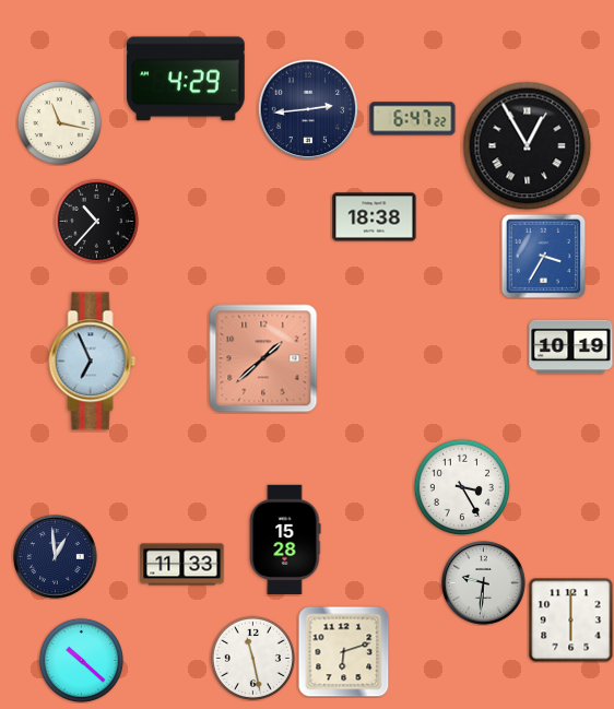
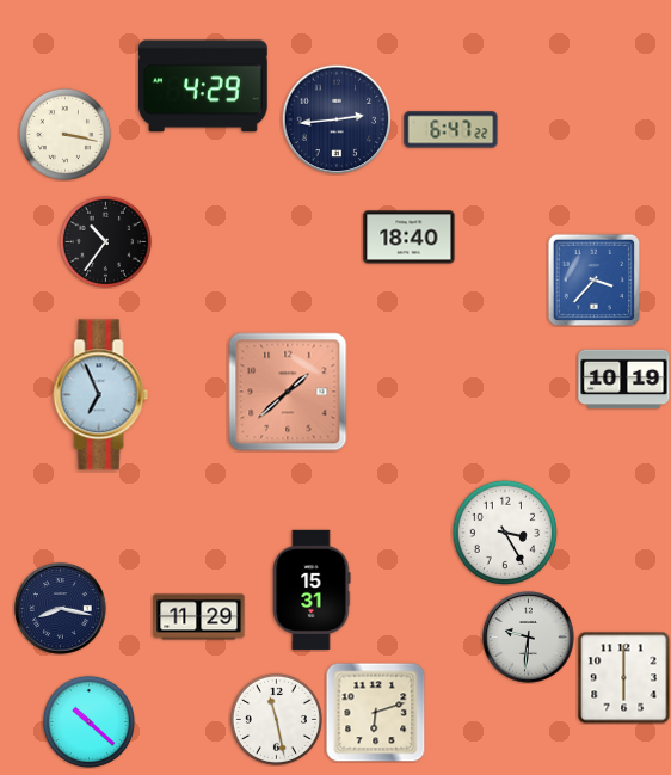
clock at (59, 122): 11:17 -> 3:17
clock at (528, 146): 12:55 -> none
clock at (375, 217): 18:38 -> 18:40
clock at (96, 221): 10:37 -> 10:36
clock at (543, 256): 3:35 -> 3:37
clock at (285, 540): 15:28 -> 15:31
clock at (56, 557): 12:59 -> 8:17
clock at (182, 565): 11:33 -> 11:29
